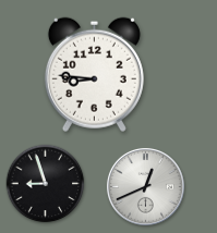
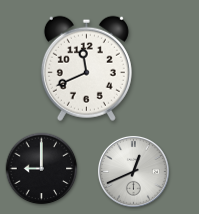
clock at (94, 74): 8:46 -> 11:41
clock at (46, 184): 8:57 -> 9:00
